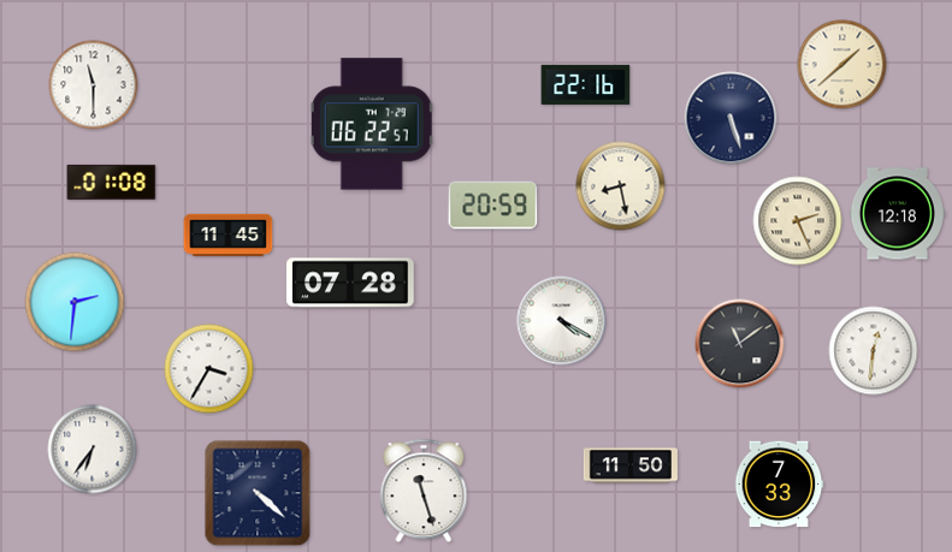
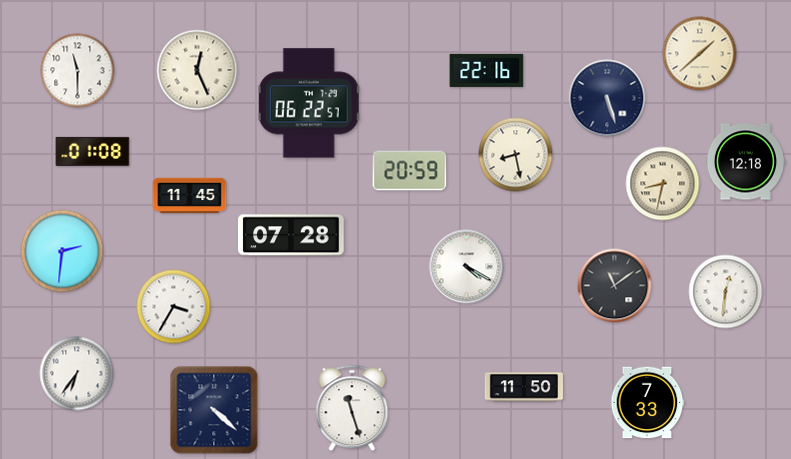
clock at (197, 70): none -> 12:26
clock at (897, 214) position: (897, 214) -> (745, 162)
clock at (798, 221): 2:26 -> 8:32
